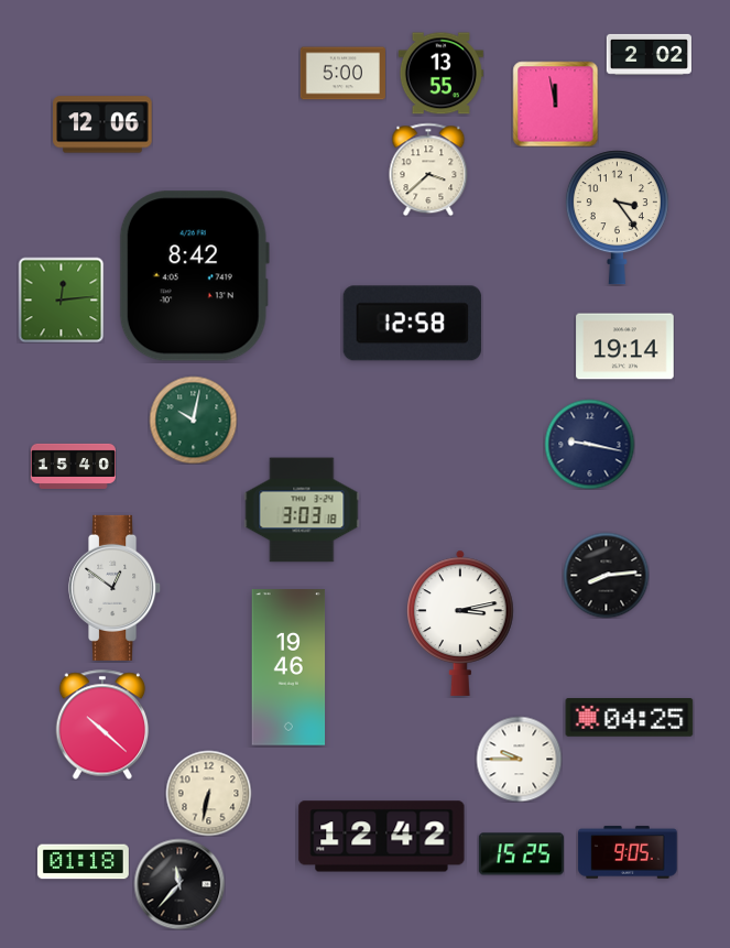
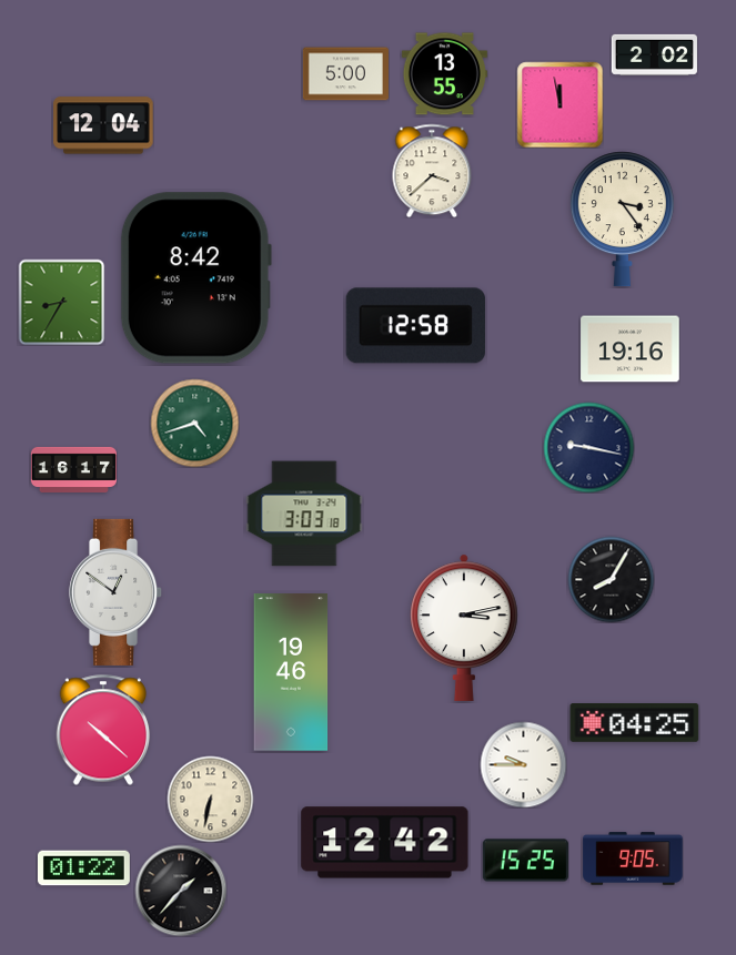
clock at (102, 124): 12:06 -> 12:04
clock at (61, 299): 12:14 -> 8:35
clock at (625, 347): 19:14 -> 19:16
clock at (193, 419): 10:02 -> 4:42
clock at (589, 444) position: (589, 444) -> (588, 447)
clock at (73, 466): 15:40 -> 16:17
clock at (606, 575): 8:14 -> 8:05
clock at (83, 862): 01:18 -> 01:22
clock at (179, 884): 11:37 -> 1:37
